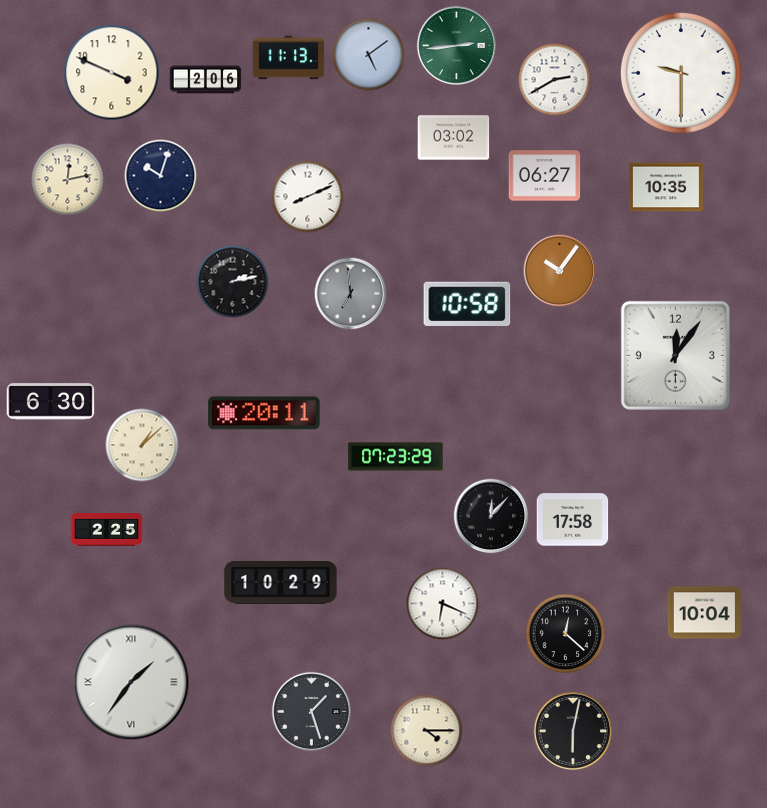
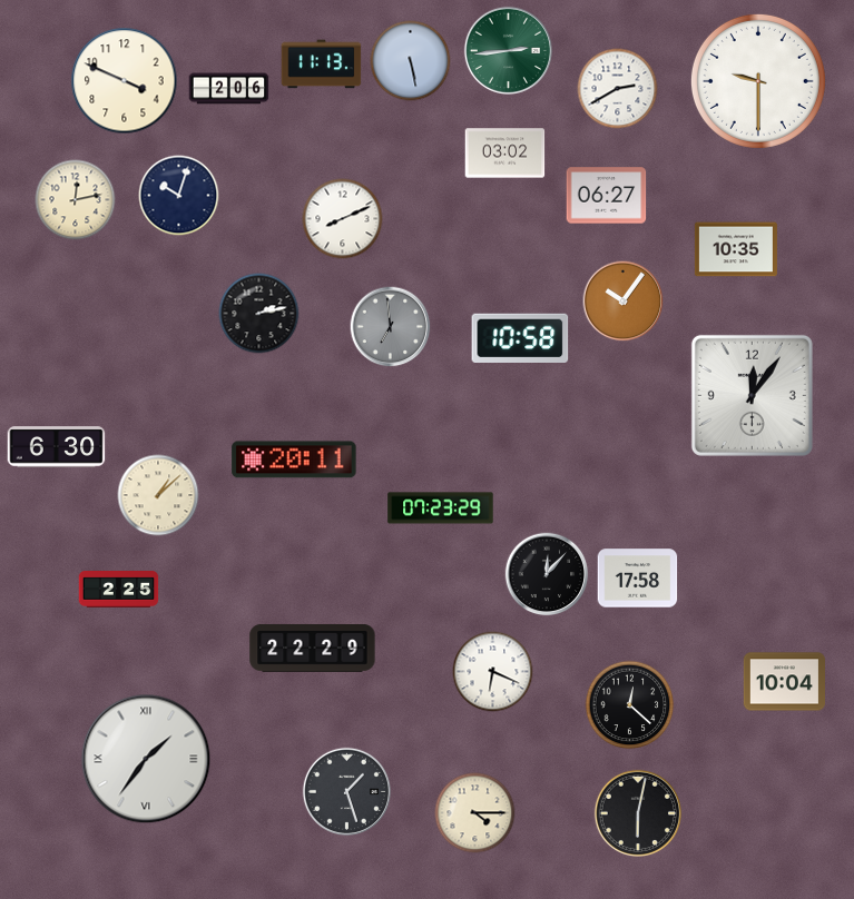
clock at (369, 55): 5:09 -> 5:28
clock at (666, 187) position: (666, 187) -> (736, 249)
clock at (281, 582): 10:29 -> 22:29
